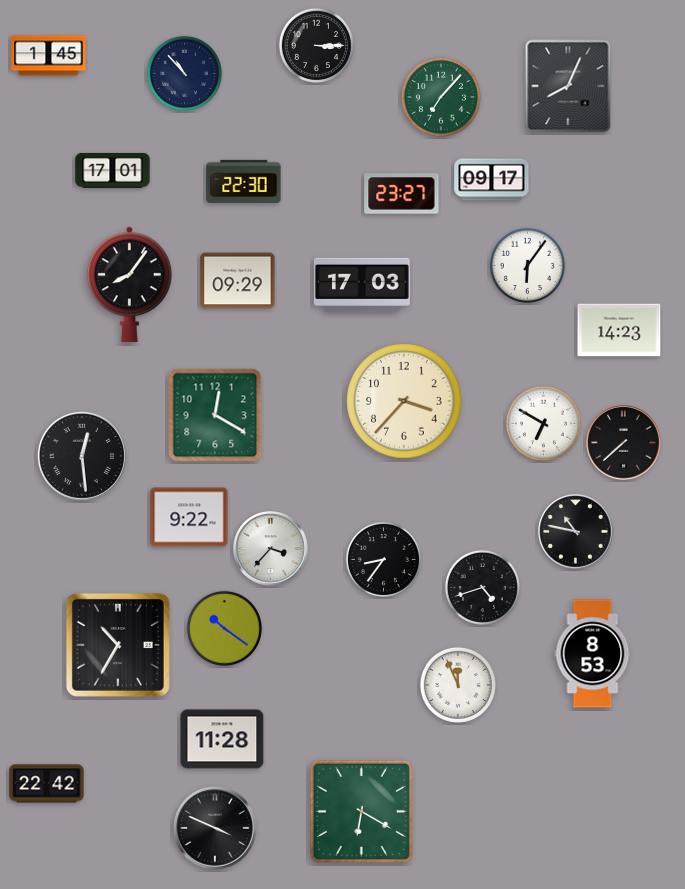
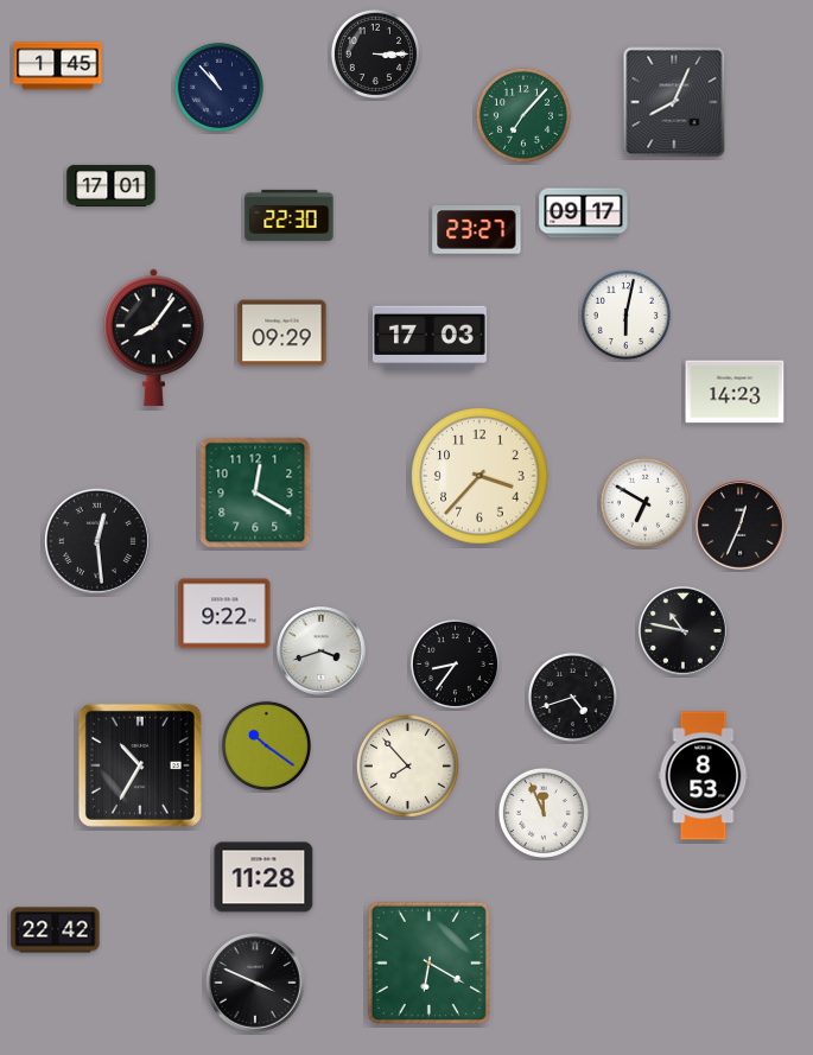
clock at (113, 170) position: (113, 170) -> (112, 185)
clock at (527, 265): 6:06 -> 6:02
clock at (624, 443): 7:38 -> 12:34
clock at (271, 549): 3:37 -> 3:42
clock at (407, 765): none -> 7:53
